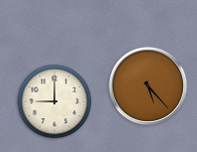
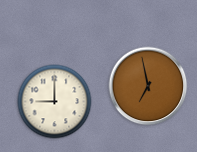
clock at (148, 86): 5:23 -> 6:58
